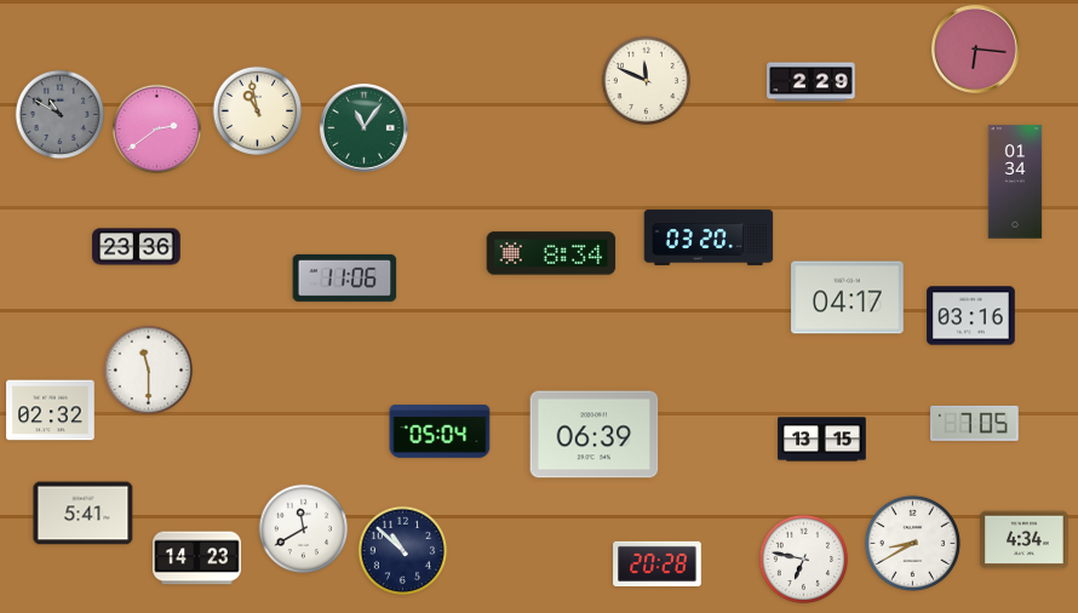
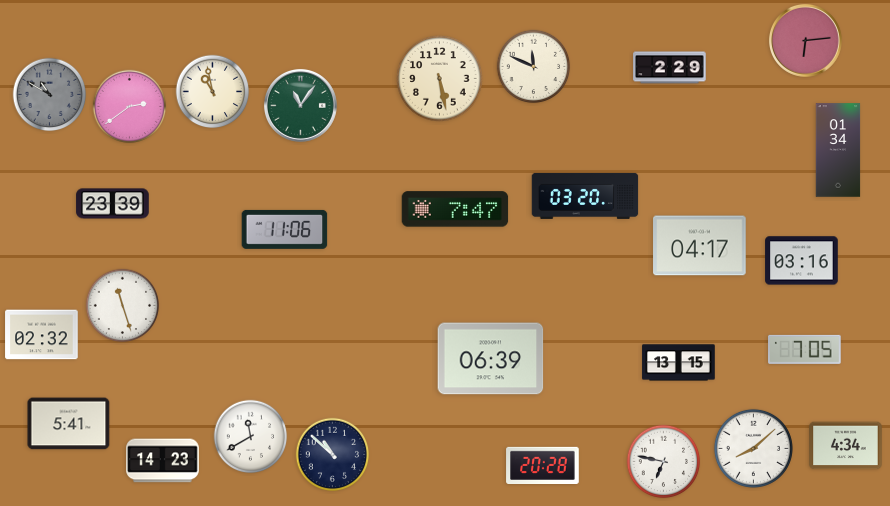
clock at (975, 48): 6:16 -> 6:14
clock at (440, 79): none -> 5:28
clock at (137, 247): 23:36 -> 23:39
clock at (551, 253): 8:34 -> 7:47
clock at (149, 371): 11:30 -> 11:27
clock at (51, 411) position: (51, 411) -> (42, 335)
clock at (440, 431): 05:04 -> none
clock at (912, 543): 8:40 -> 8:08
